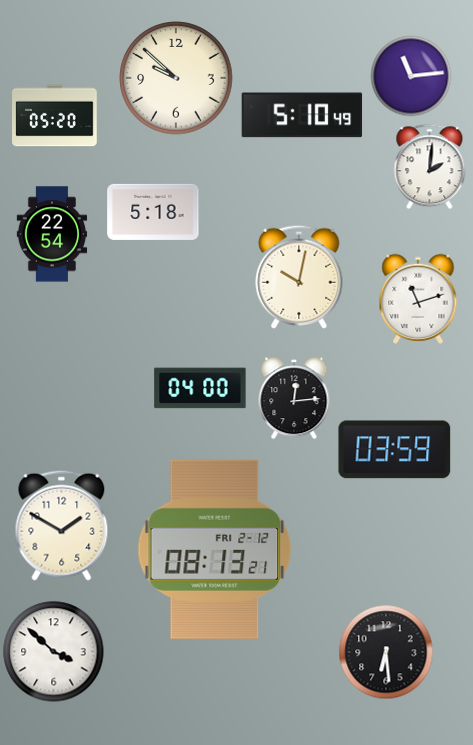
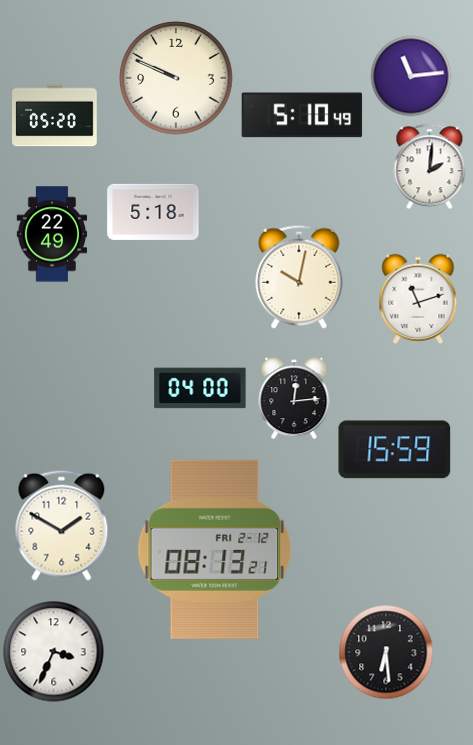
clock at (176, 78): 9:52 -> 9:49
clock at (52, 234): 22:54 -> 22:49
clock at (395, 450): 03:59 -> 15:59
clock at (54, 652): 3:52 -> 3:34
